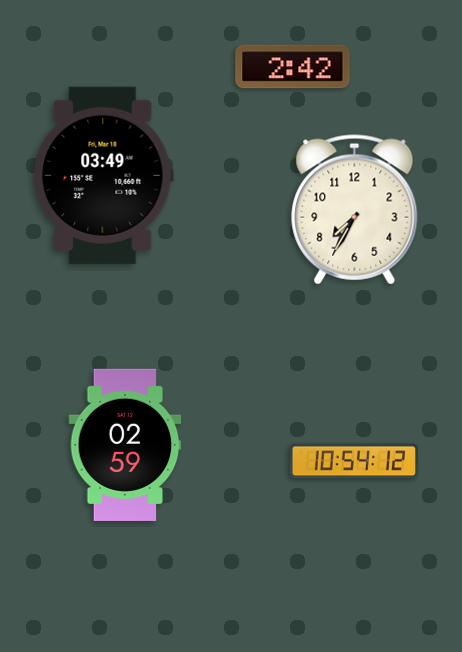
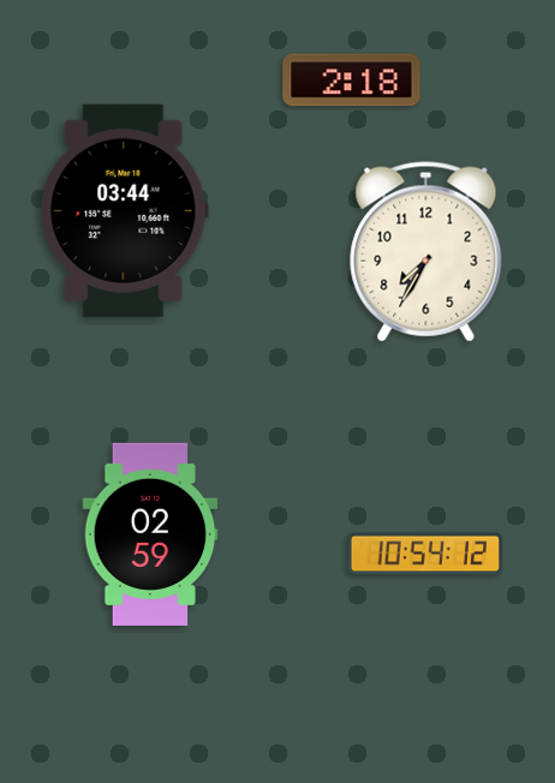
clock at (293, 67): 2:42 -> 2:18
clock at (103, 175): 03:49 -> 03:44
